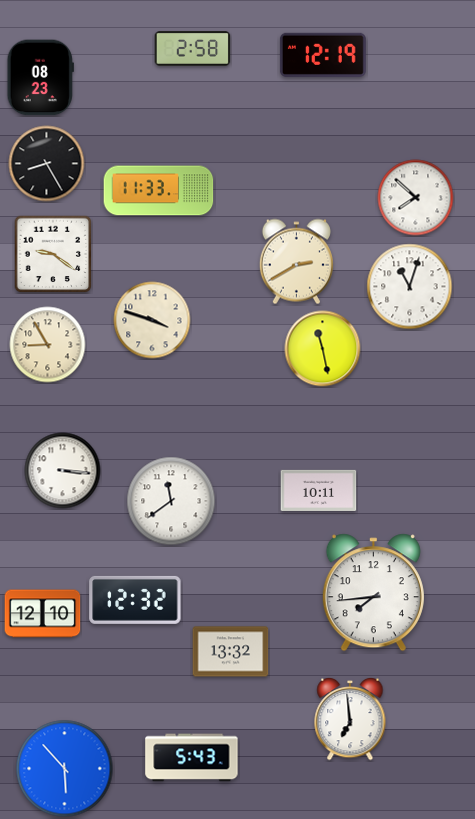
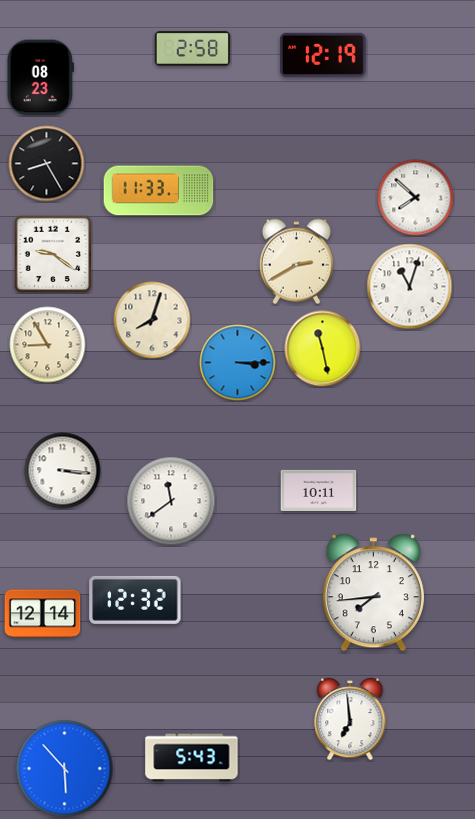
clock at (152, 320): 3:48 -> 8:03
clock at (238, 363): none -> 3:15
clock at (43, 614): 12:10 -> 12:14
clock at (231, 652): 13:32 -> none
